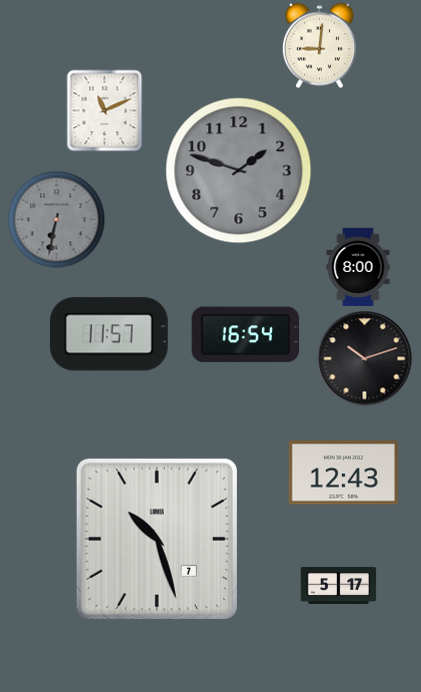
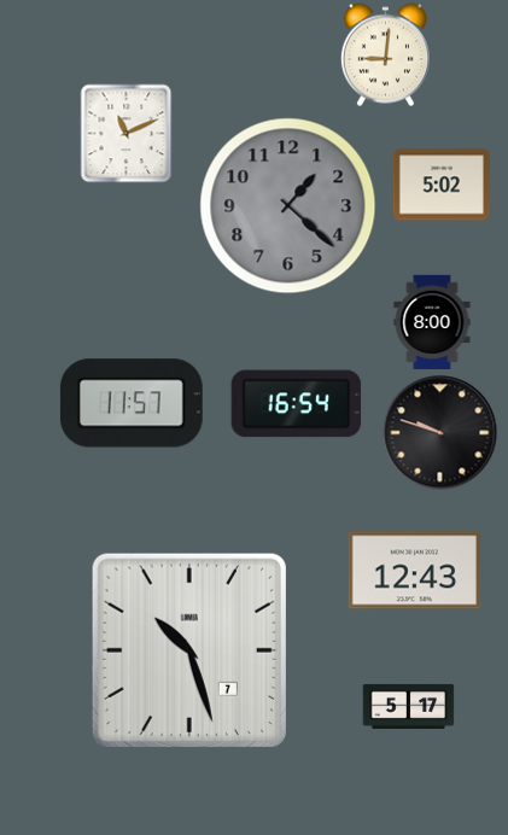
clock at (442, 185): none -> 5:02
clock at (239, 171): 1:48 -> 1:22
clock at (57, 220): 6:32 -> none
clock at (365, 359): 10:12 -> 9:48
